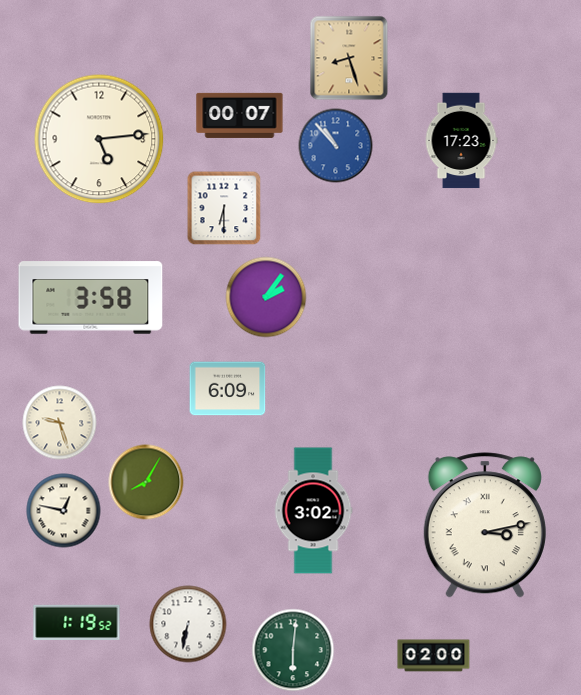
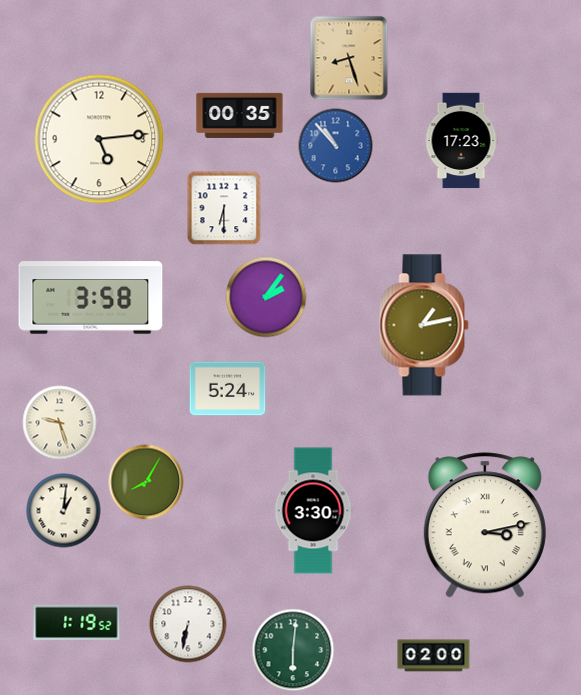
clock at (240, 115): 00:07 -> 00:35
clock at (424, 325): none -> 1:13
clock at (228, 389): 6:09 -> 5:24
clock at (64, 511): 12:47 -> 1:01
clock at (313, 511): 3:02 -> 3:30
